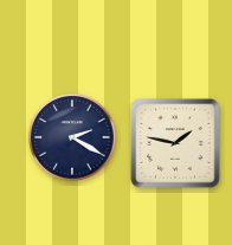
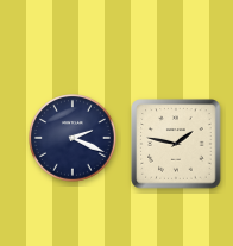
clock at (72, 137): 2:20 -> 2:19
